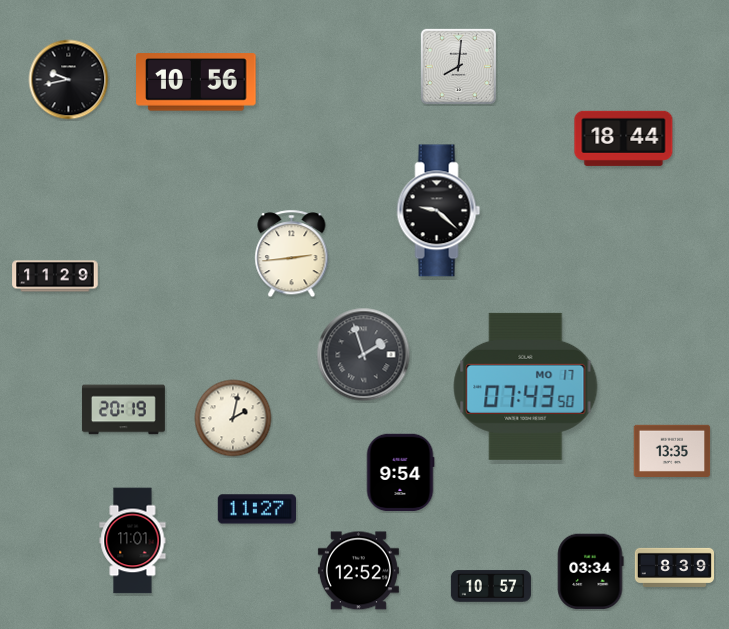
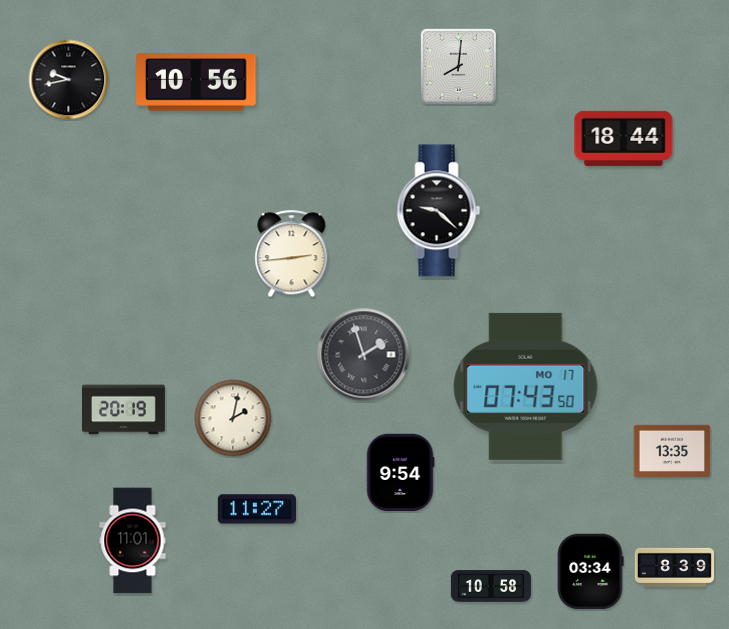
clock at (55, 276): 11:29 -> none
clock at (358, 571): 12:52 -> none
clock at (491, 586): 10:57 -> 10:58
